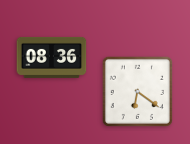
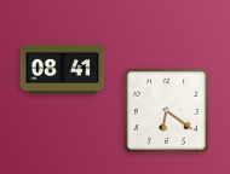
clock at (52, 57): 08:36 -> 08:41
